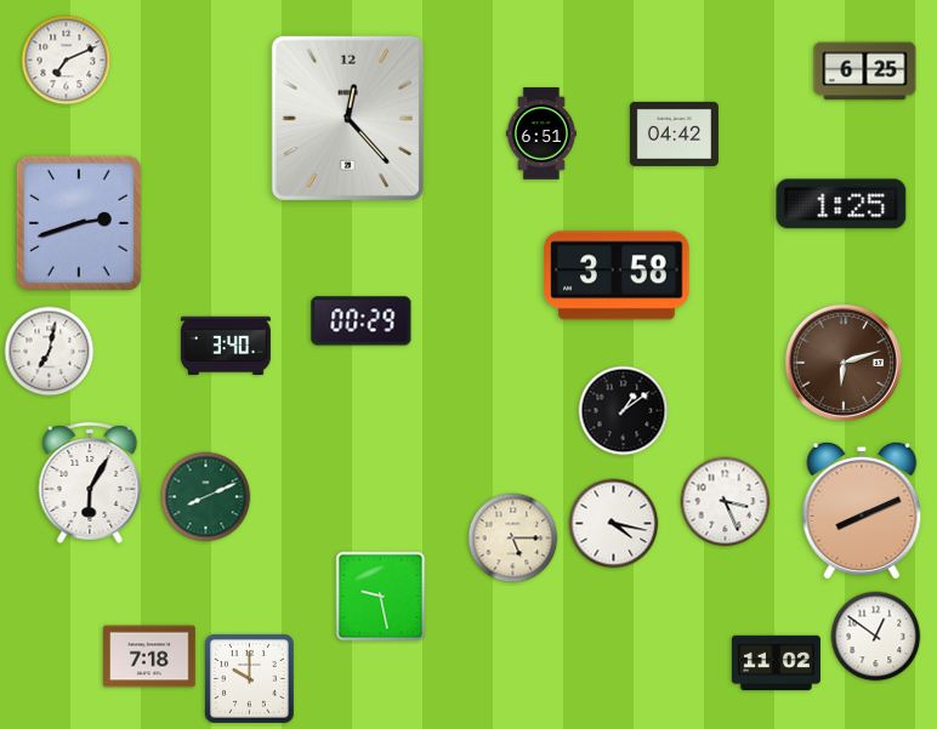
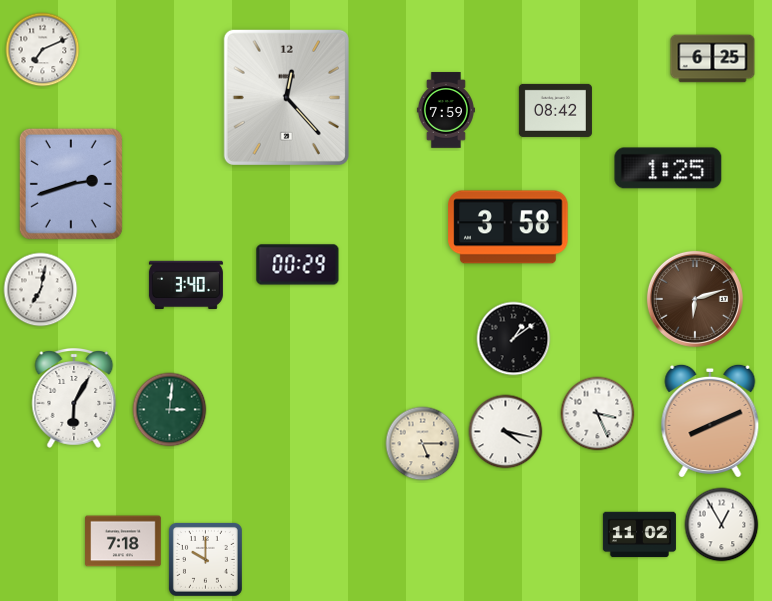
clock at (67, 61) position: (67, 61) -> (43, 50)
clock at (541, 133): 6:51 -> 7:59
clock at (674, 133): 04:42 -> 08:42
clock at (841, 204) position: (841, 204) -> (668, 168)
clock at (79, 223) position: (79, 223) -> (71, 184)
clock at (206, 497): 8:11 -> 3:01
clock at (381, 597): 9:28 -> none
clock at (876, 637): 12:51 -> 12:55
clock at (776, 663) position: (776, 663) -> (639, 535)
